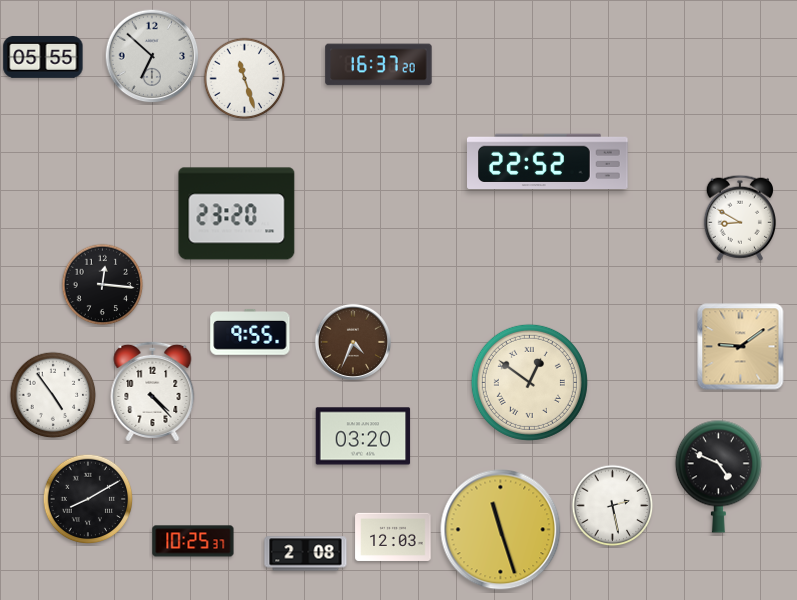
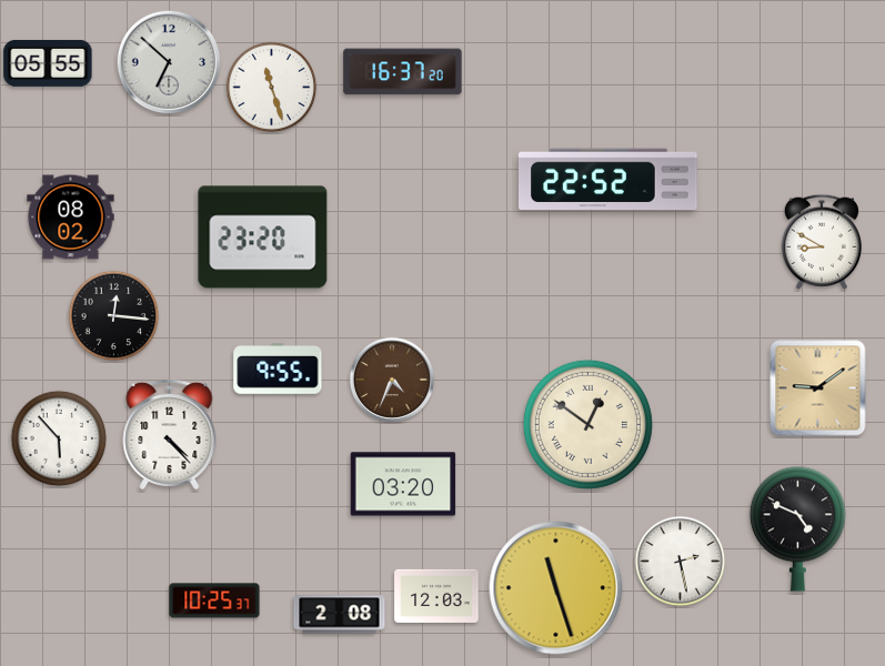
clock at (379, 65) position: (379, 65) -> (403, 72)
clock at (71, 218): none -> 08:02
clock at (741, 347) position: (741, 347) -> (818, 389)
clock at (53, 395): 4:54 -> 5:53
clock at (88, 499): 8:10 -> none
